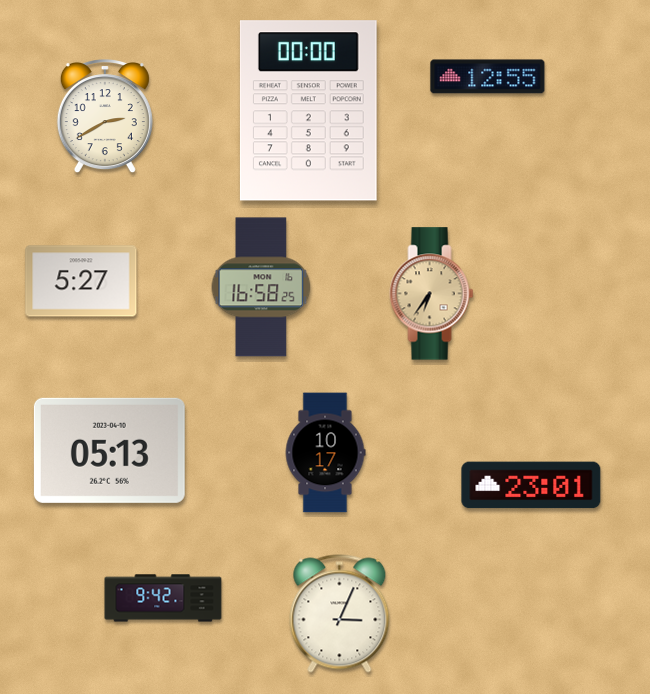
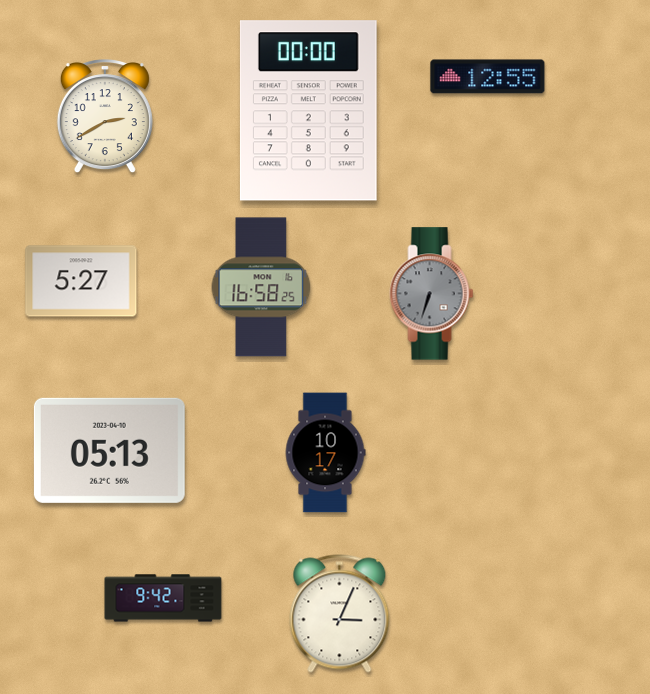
clock at (432, 294): 6:36 -> 6:33
clock at (432, 294) dial: champagne -> grey
clock at (531, 485): 23:01 -> none
